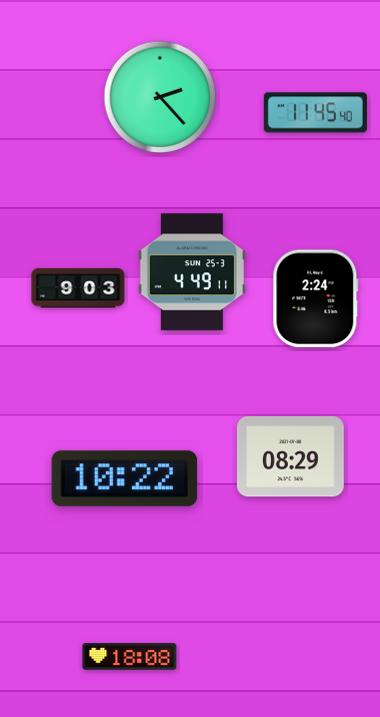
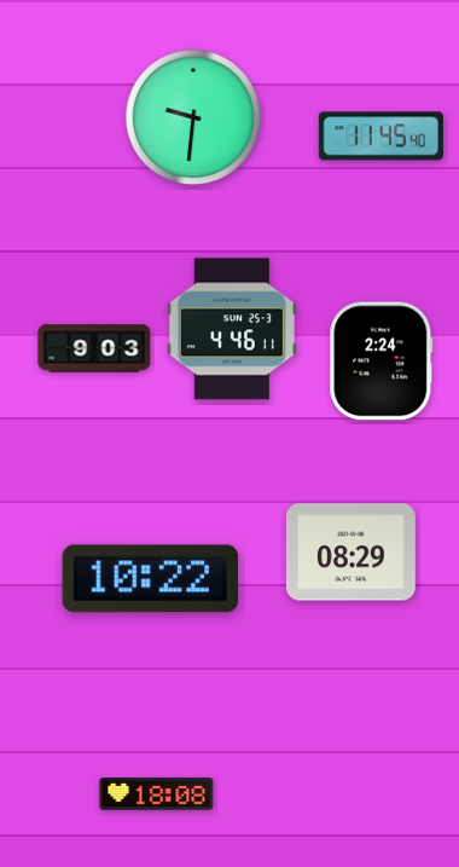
clock at (160, 97): 2:23 -> 9:31
clock at (192, 272): 4:49 -> 4:46
